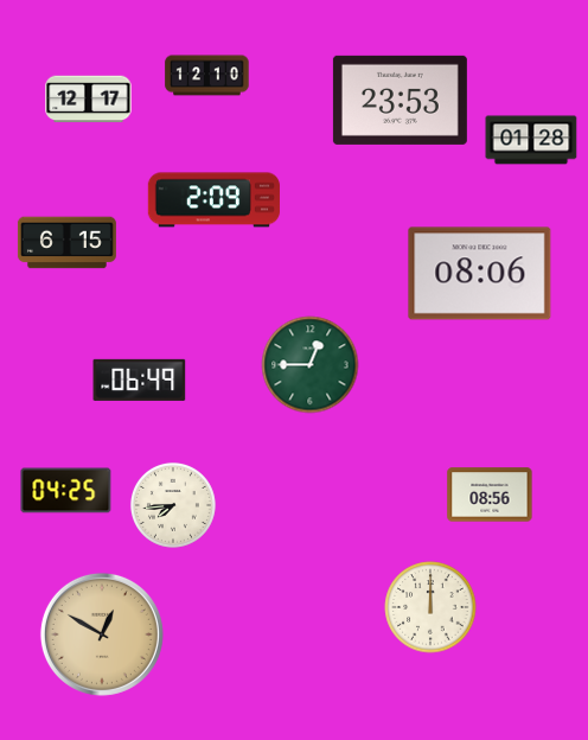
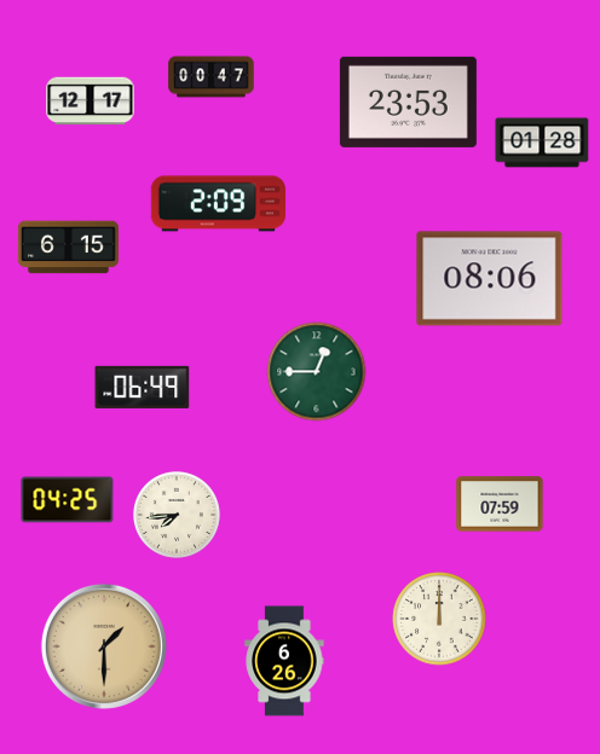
clock at (207, 76): 12:10 -> 00:47
clock at (490, 495): 08:56 -> 07:59
clock at (102, 634): 12:50 -> 1:30
clock at (284, 661): none -> 6:26
